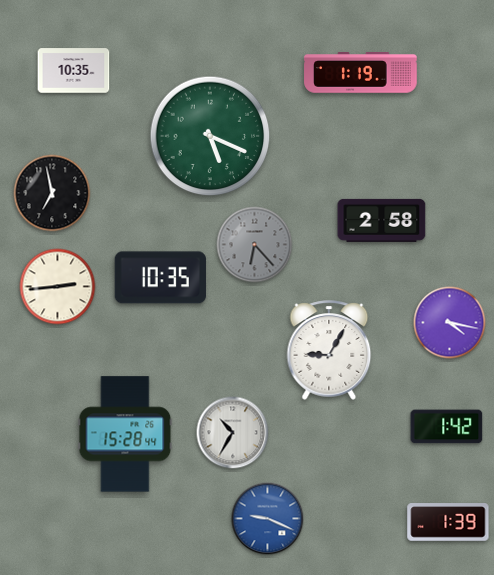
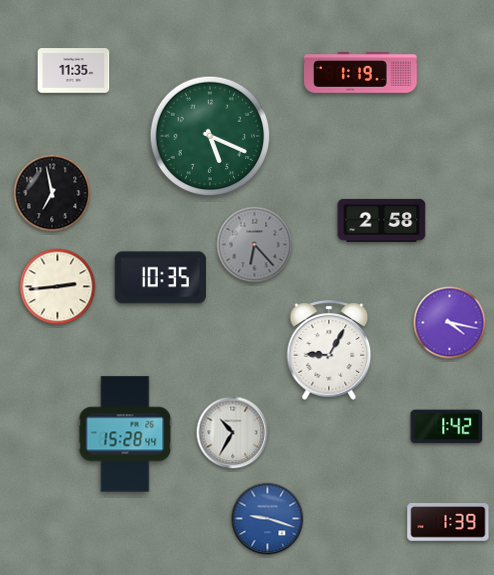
clock at (74, 71): 10:35 -> 11:35
clock at (268, 519): 9:19 -> 9:18
